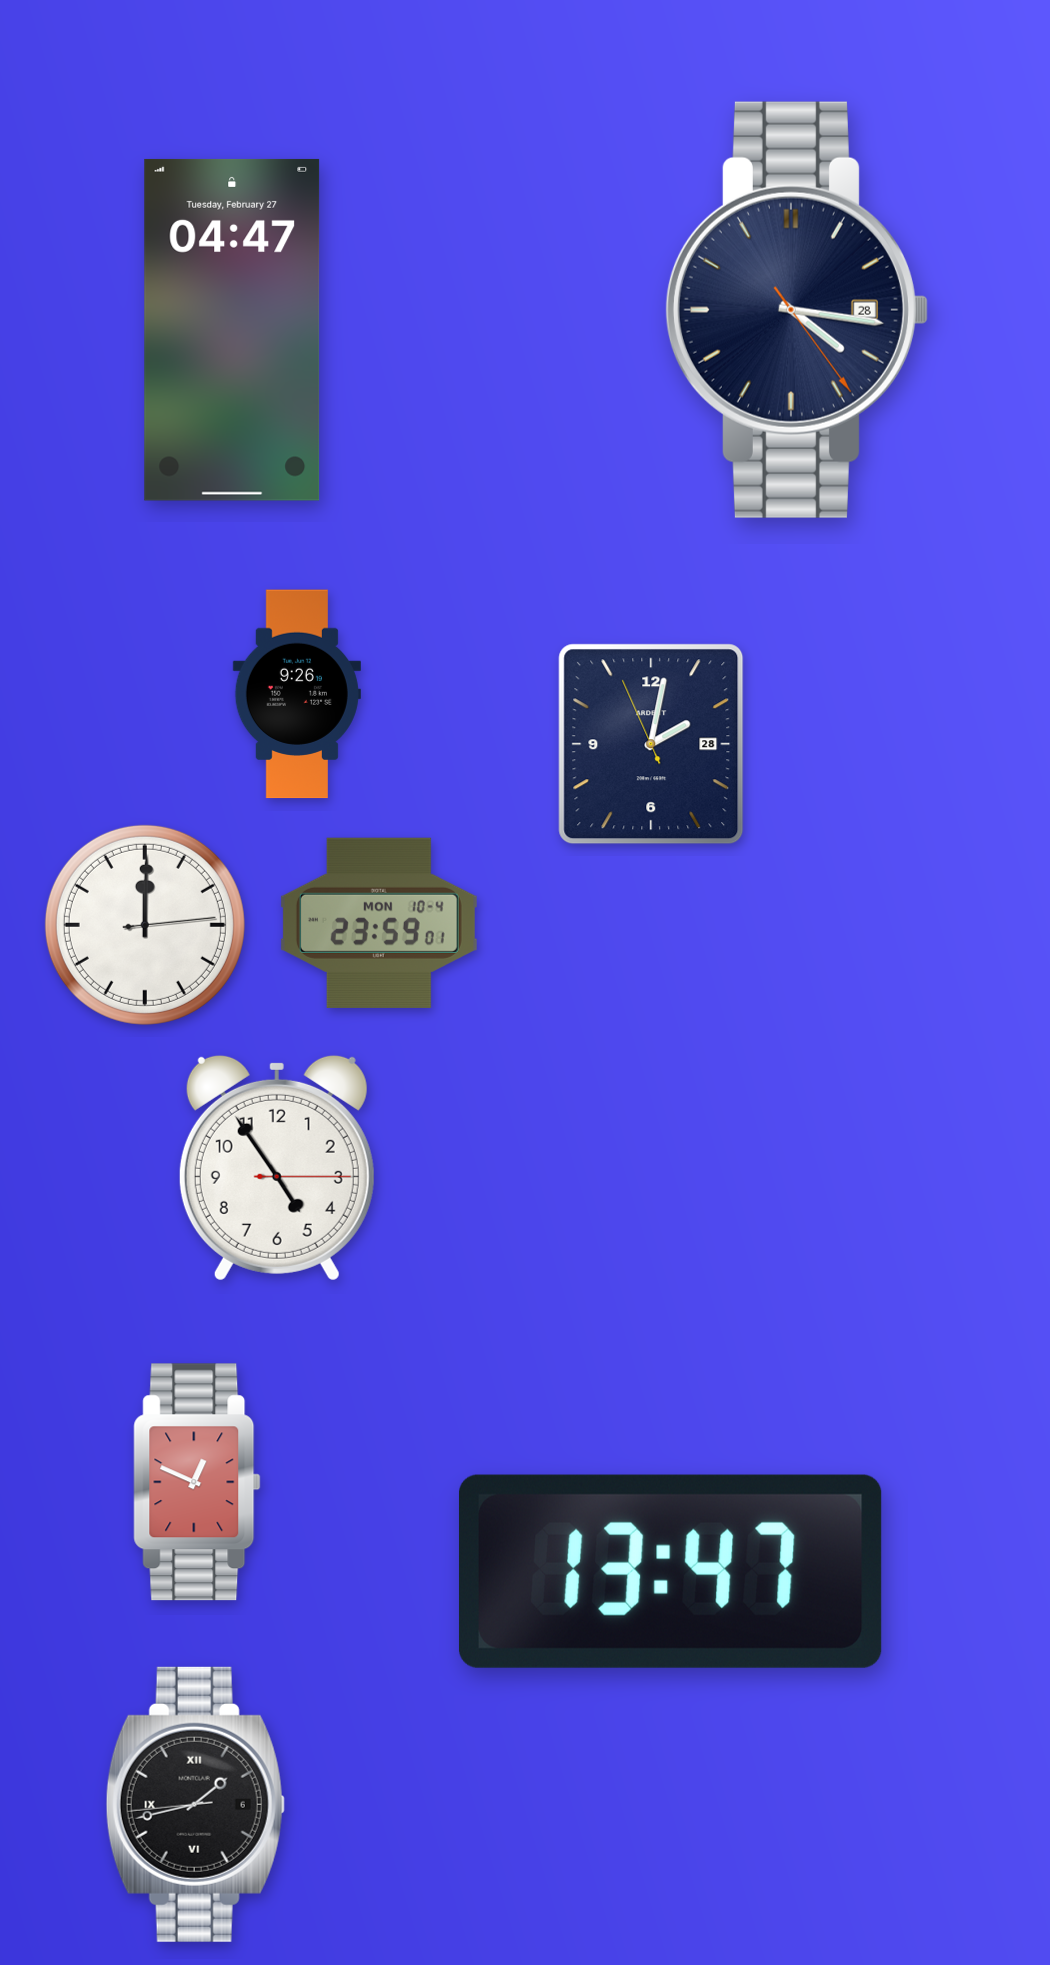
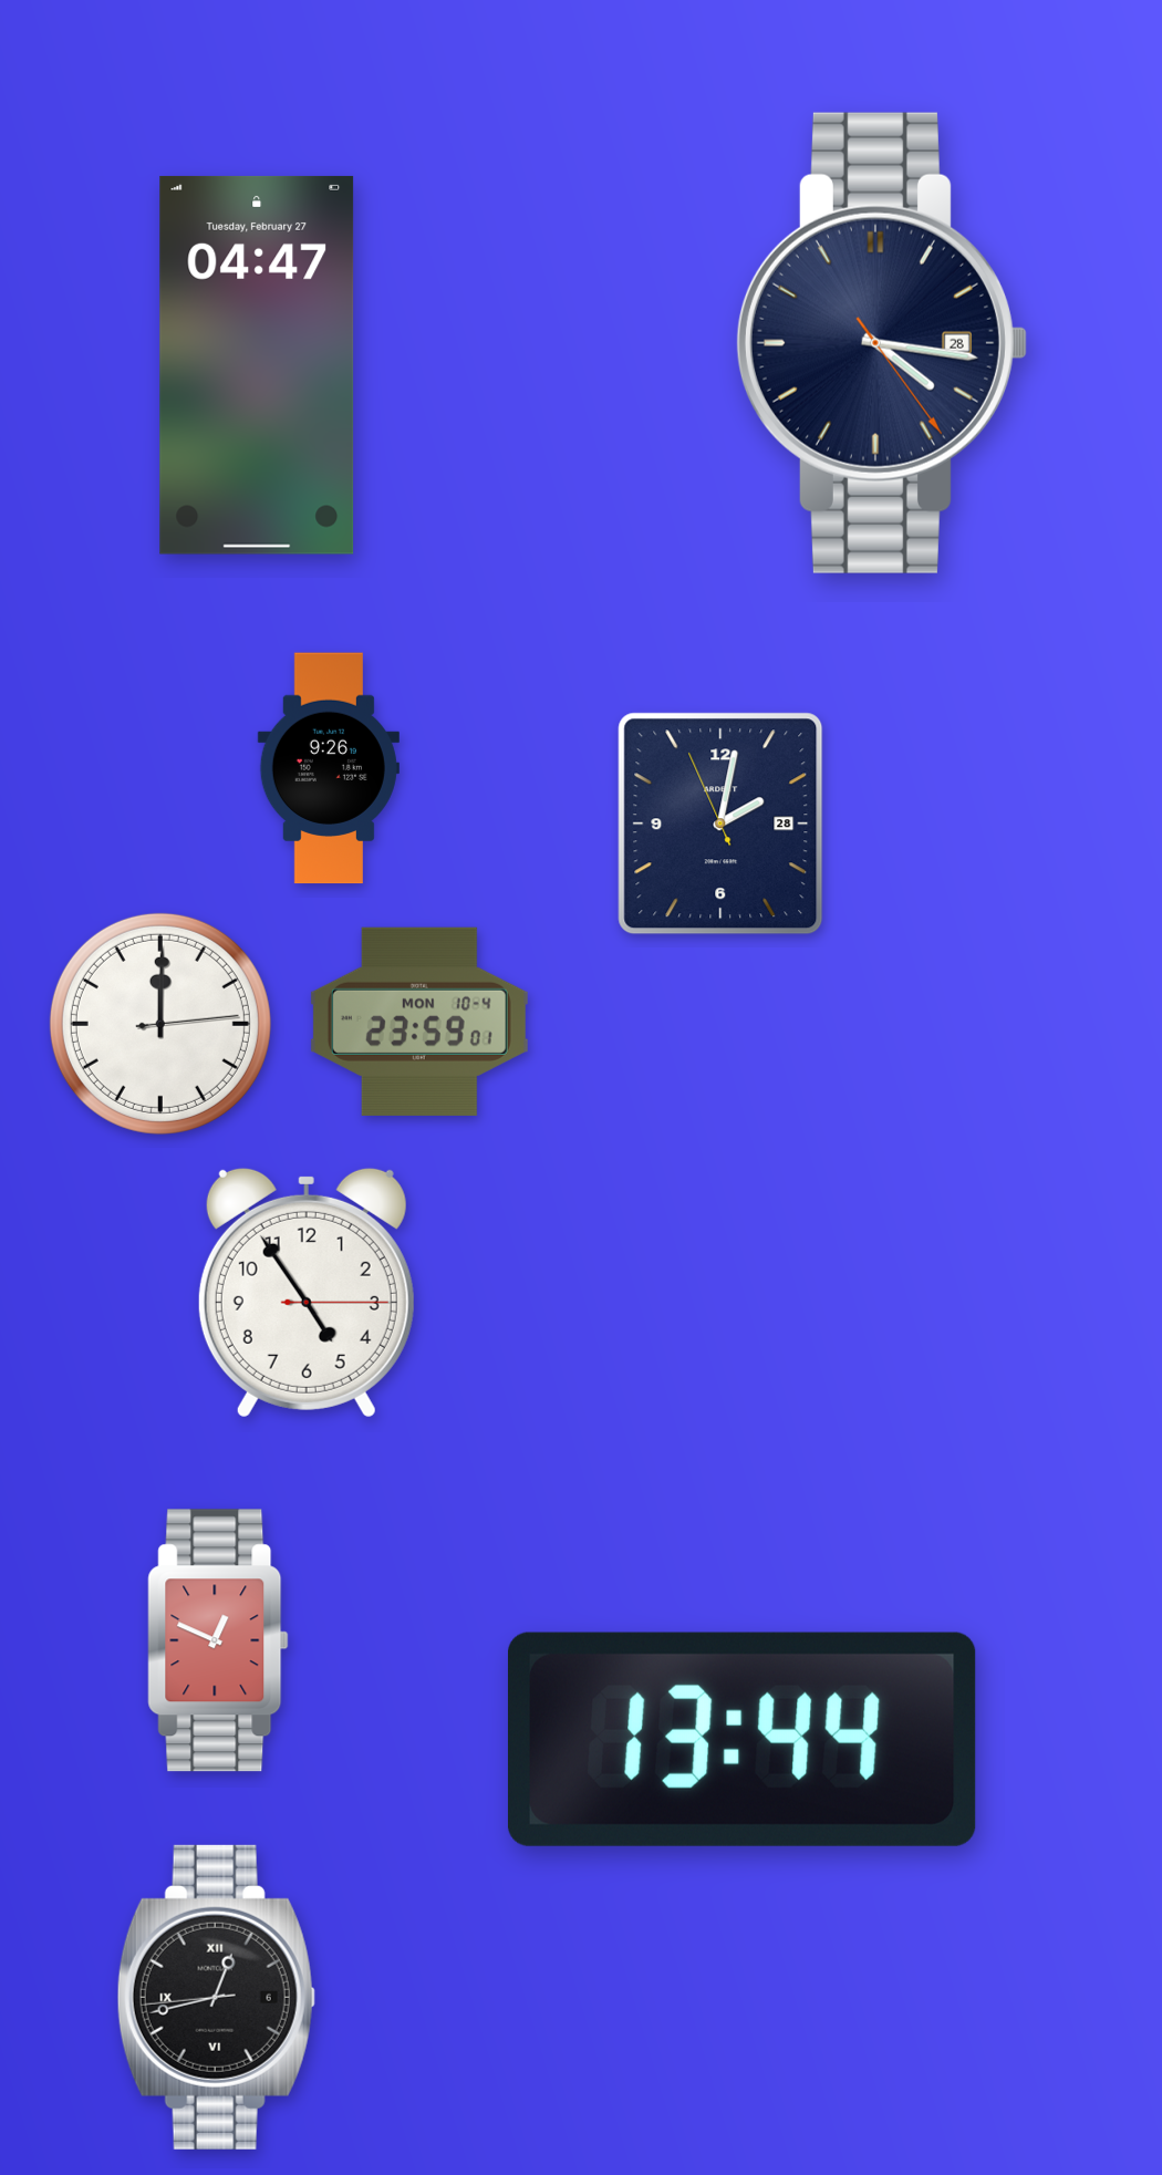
clock at (670, 1571): 13:47 -> 13:44
clock at (195, 1804): 1:42 -> 12:42
